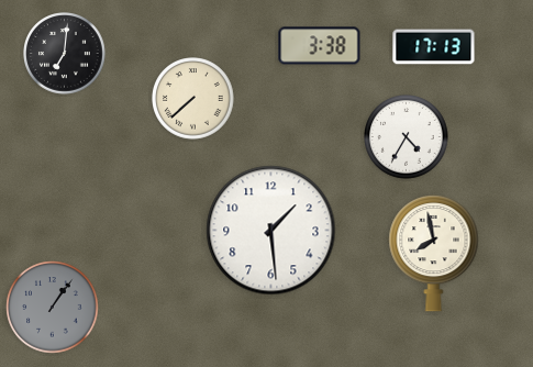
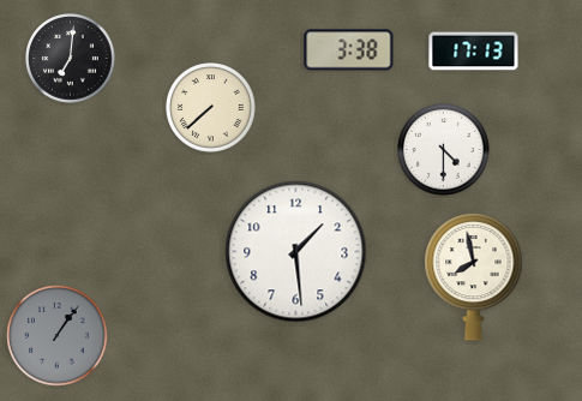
clock at (407, 137): 4:35 -> 4:30
